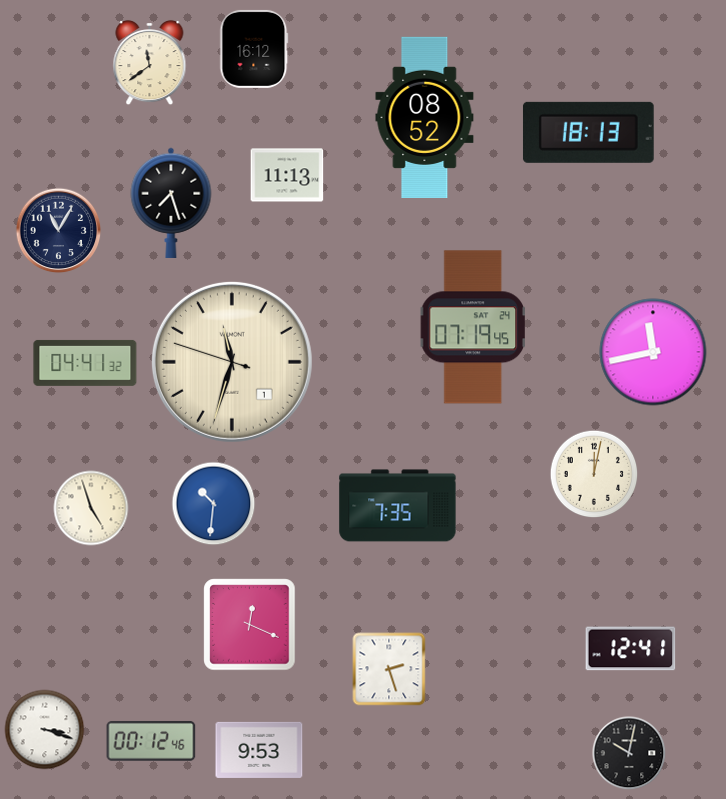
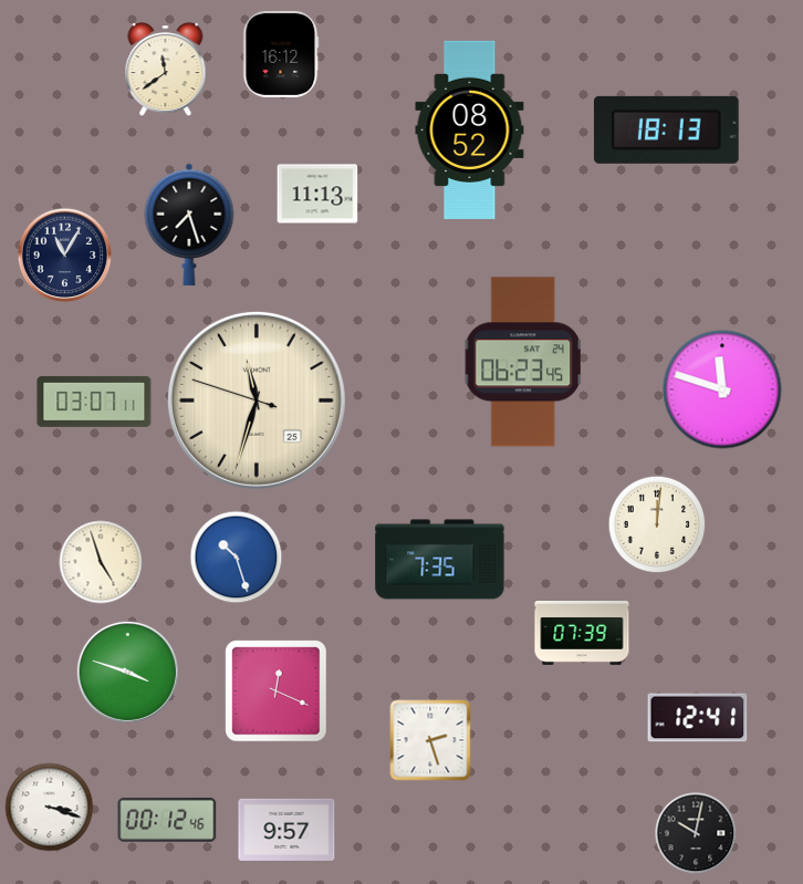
clock at (588, 132) position: (588, 132) -> (666, 129)
clock at (473, 327): 07:19 -> 06:23
clock at (653, 352): 11:43 -> 11:48
clock at (232, 362) date: 1 -> 25
clock at (85, 363): 04:41 -> 03:07
clock at (594, 474): 12:02 -> 12:01
clock at (214, 504): 10:31 -> 10:27
clock at (582, 634): none -> 07:39
clock at (127, 672): none -> 3:48
clock at (259, 750): 9:53 -> 9:57
